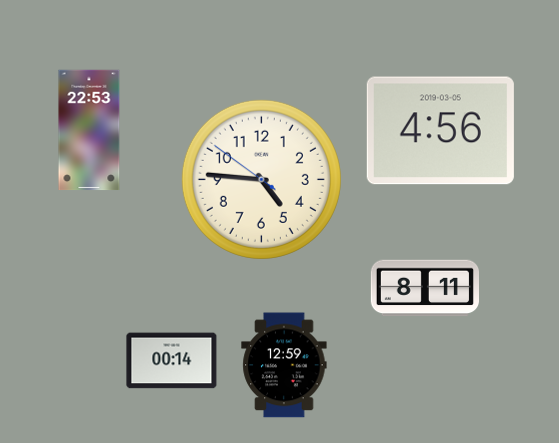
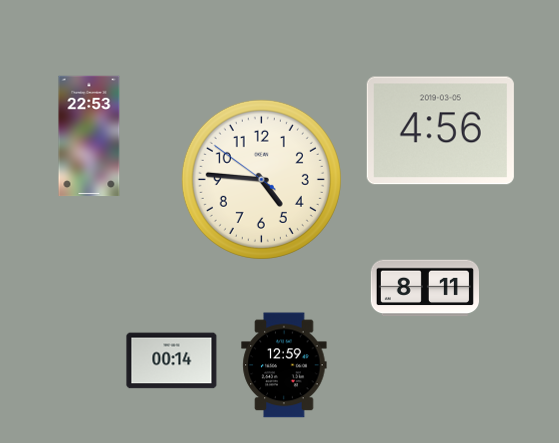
clock at (89, 130) position: (89, 130) -> (89, 136)
